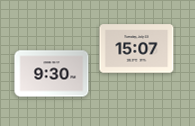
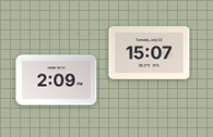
clock at (52, 74): 9:30 -> 2:09
